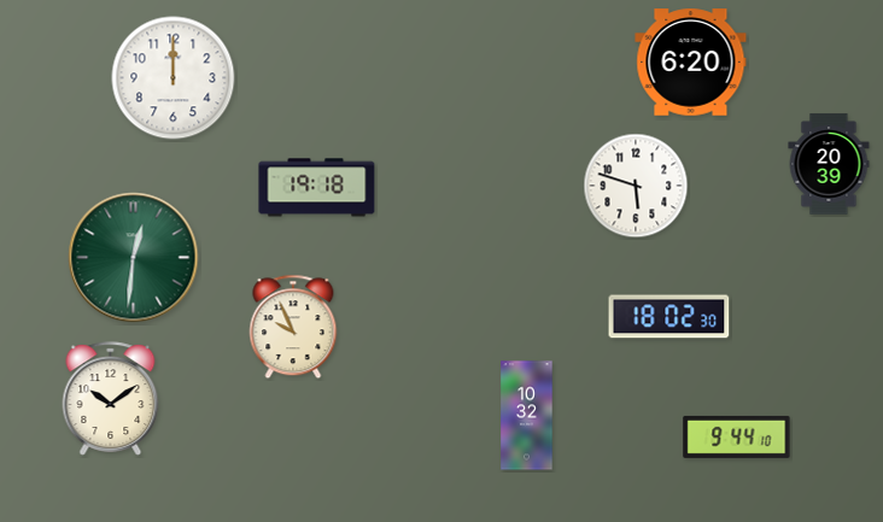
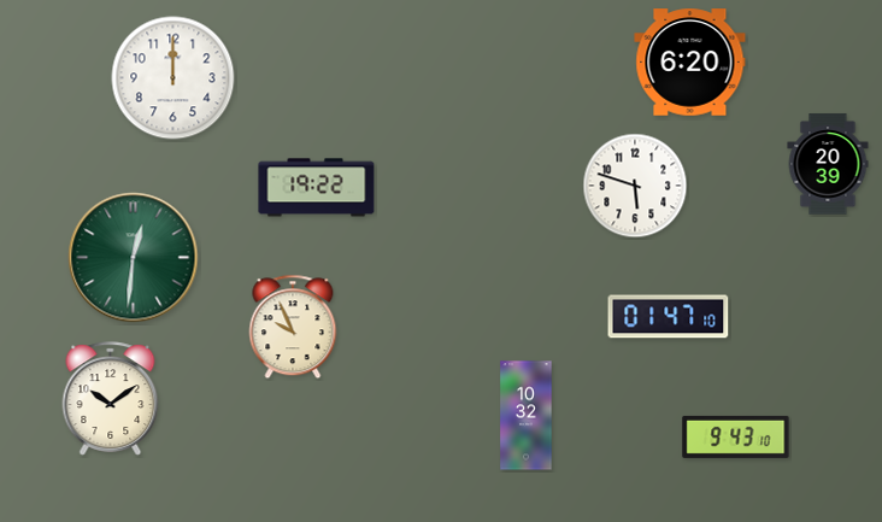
clock at (317, 188): 19:18 -> 19:22
clock at (669, 317): 18:02 -> 01:47
clock at (737, 436): 9:44 -> 9:43
